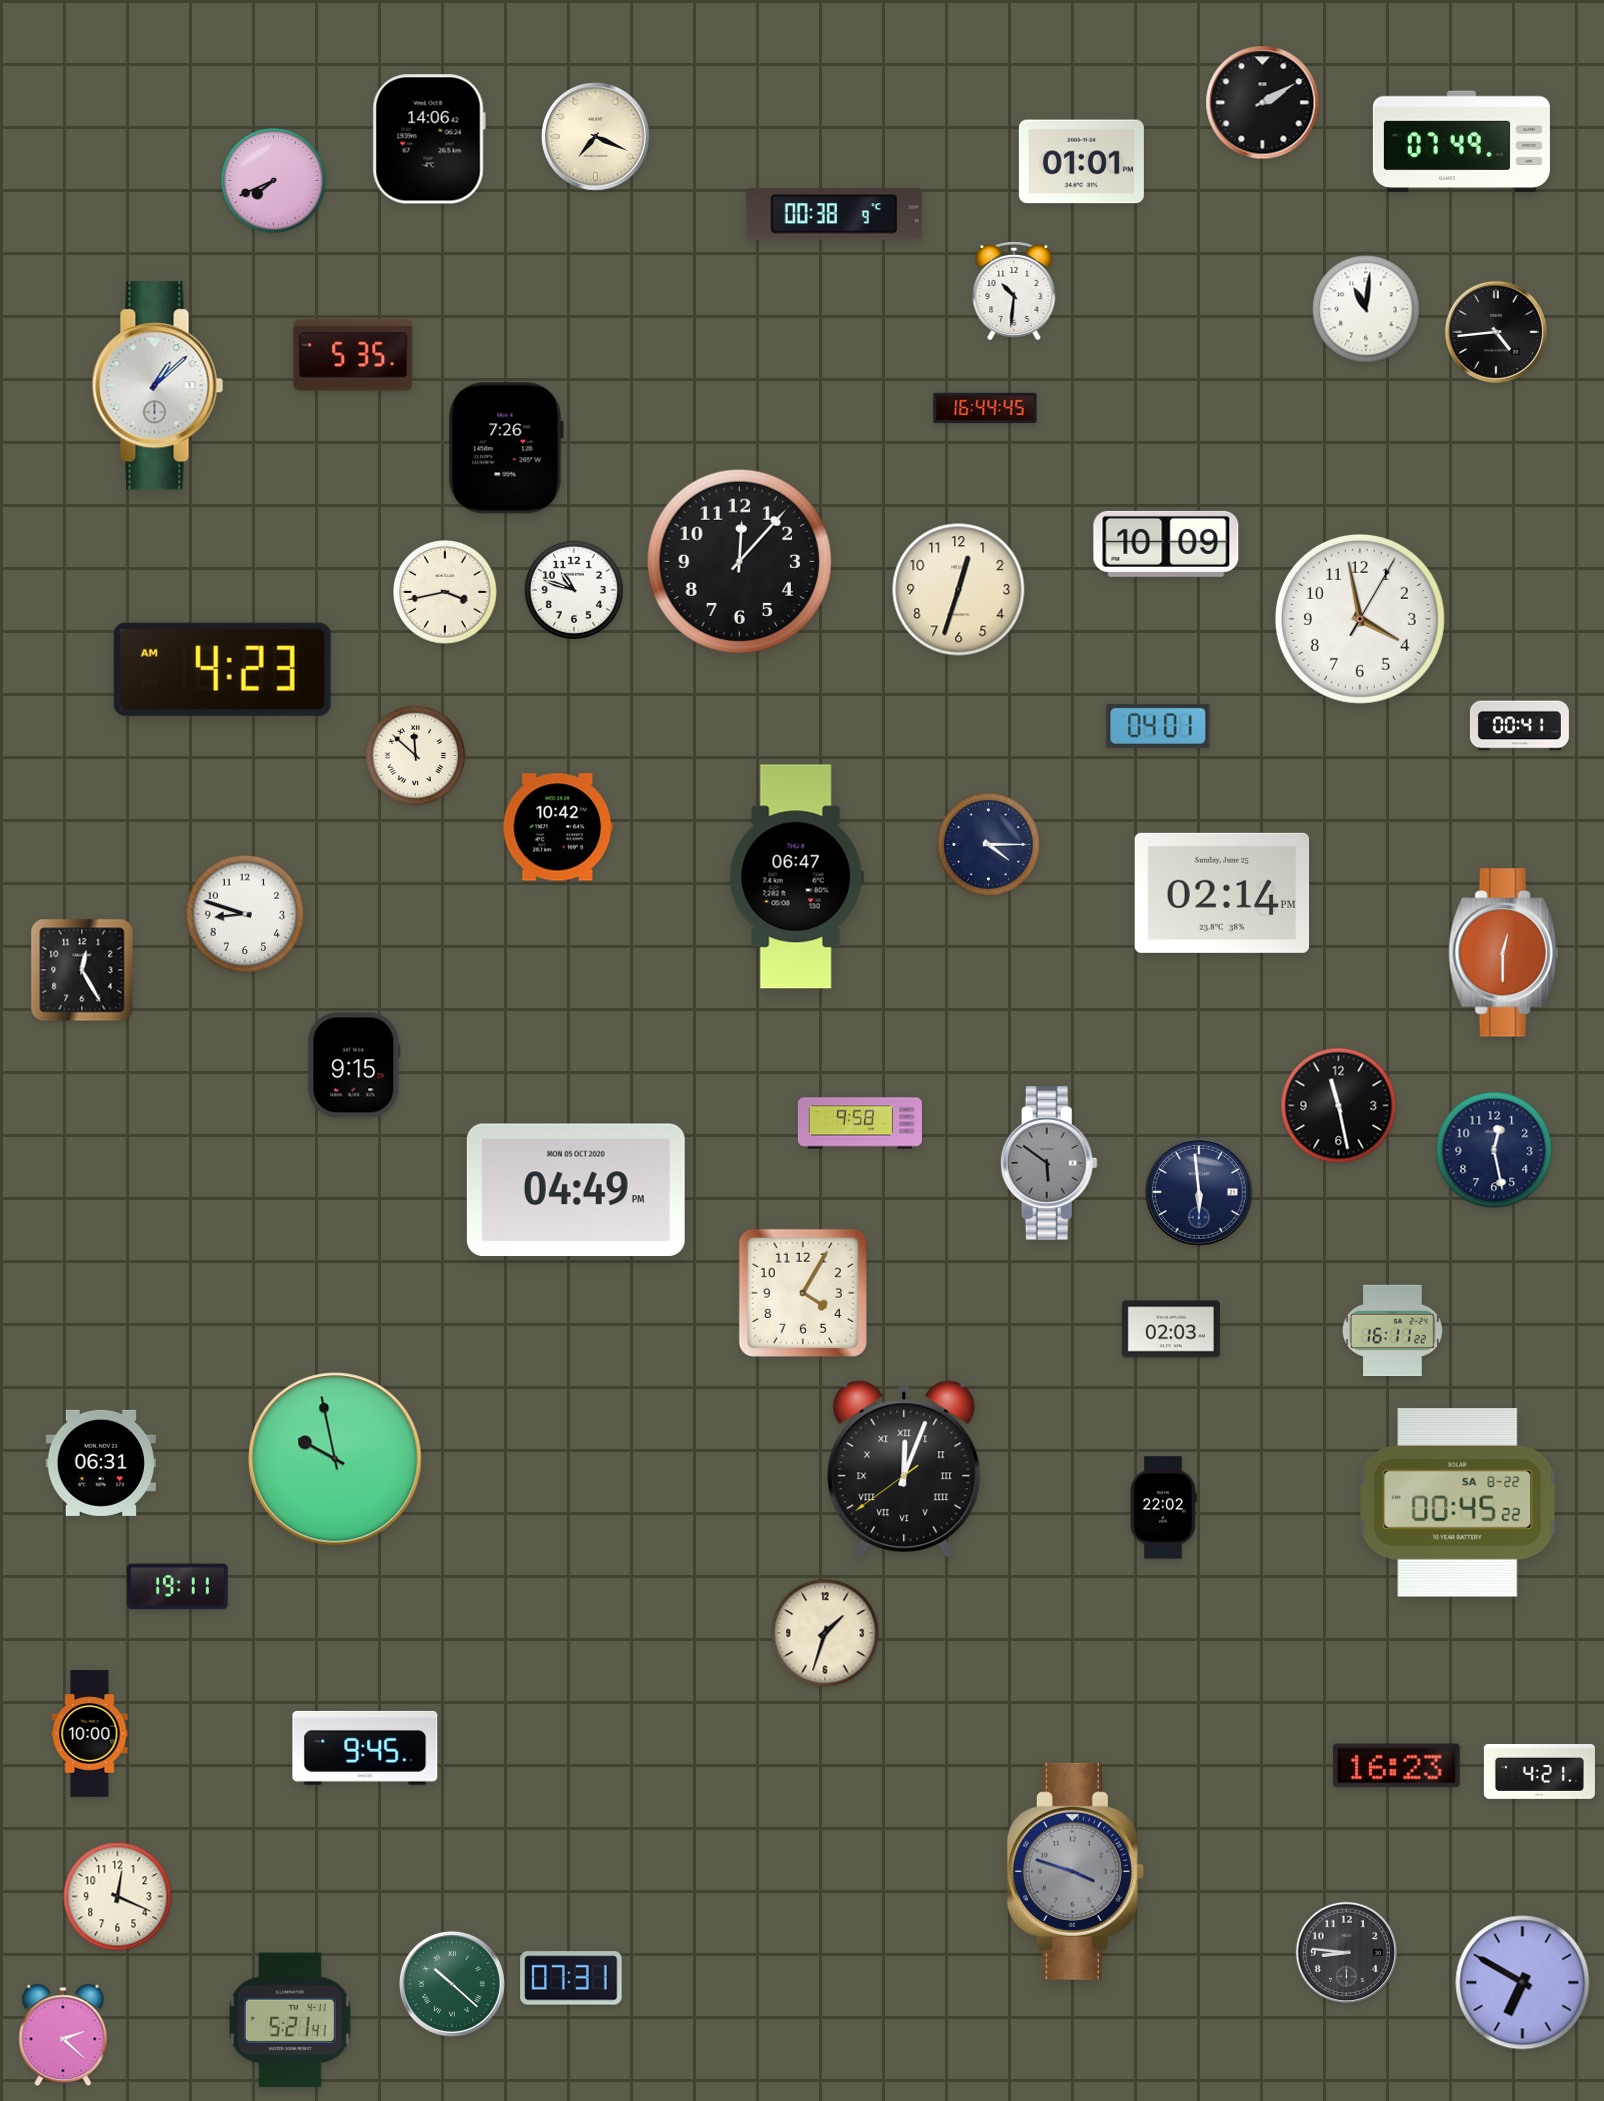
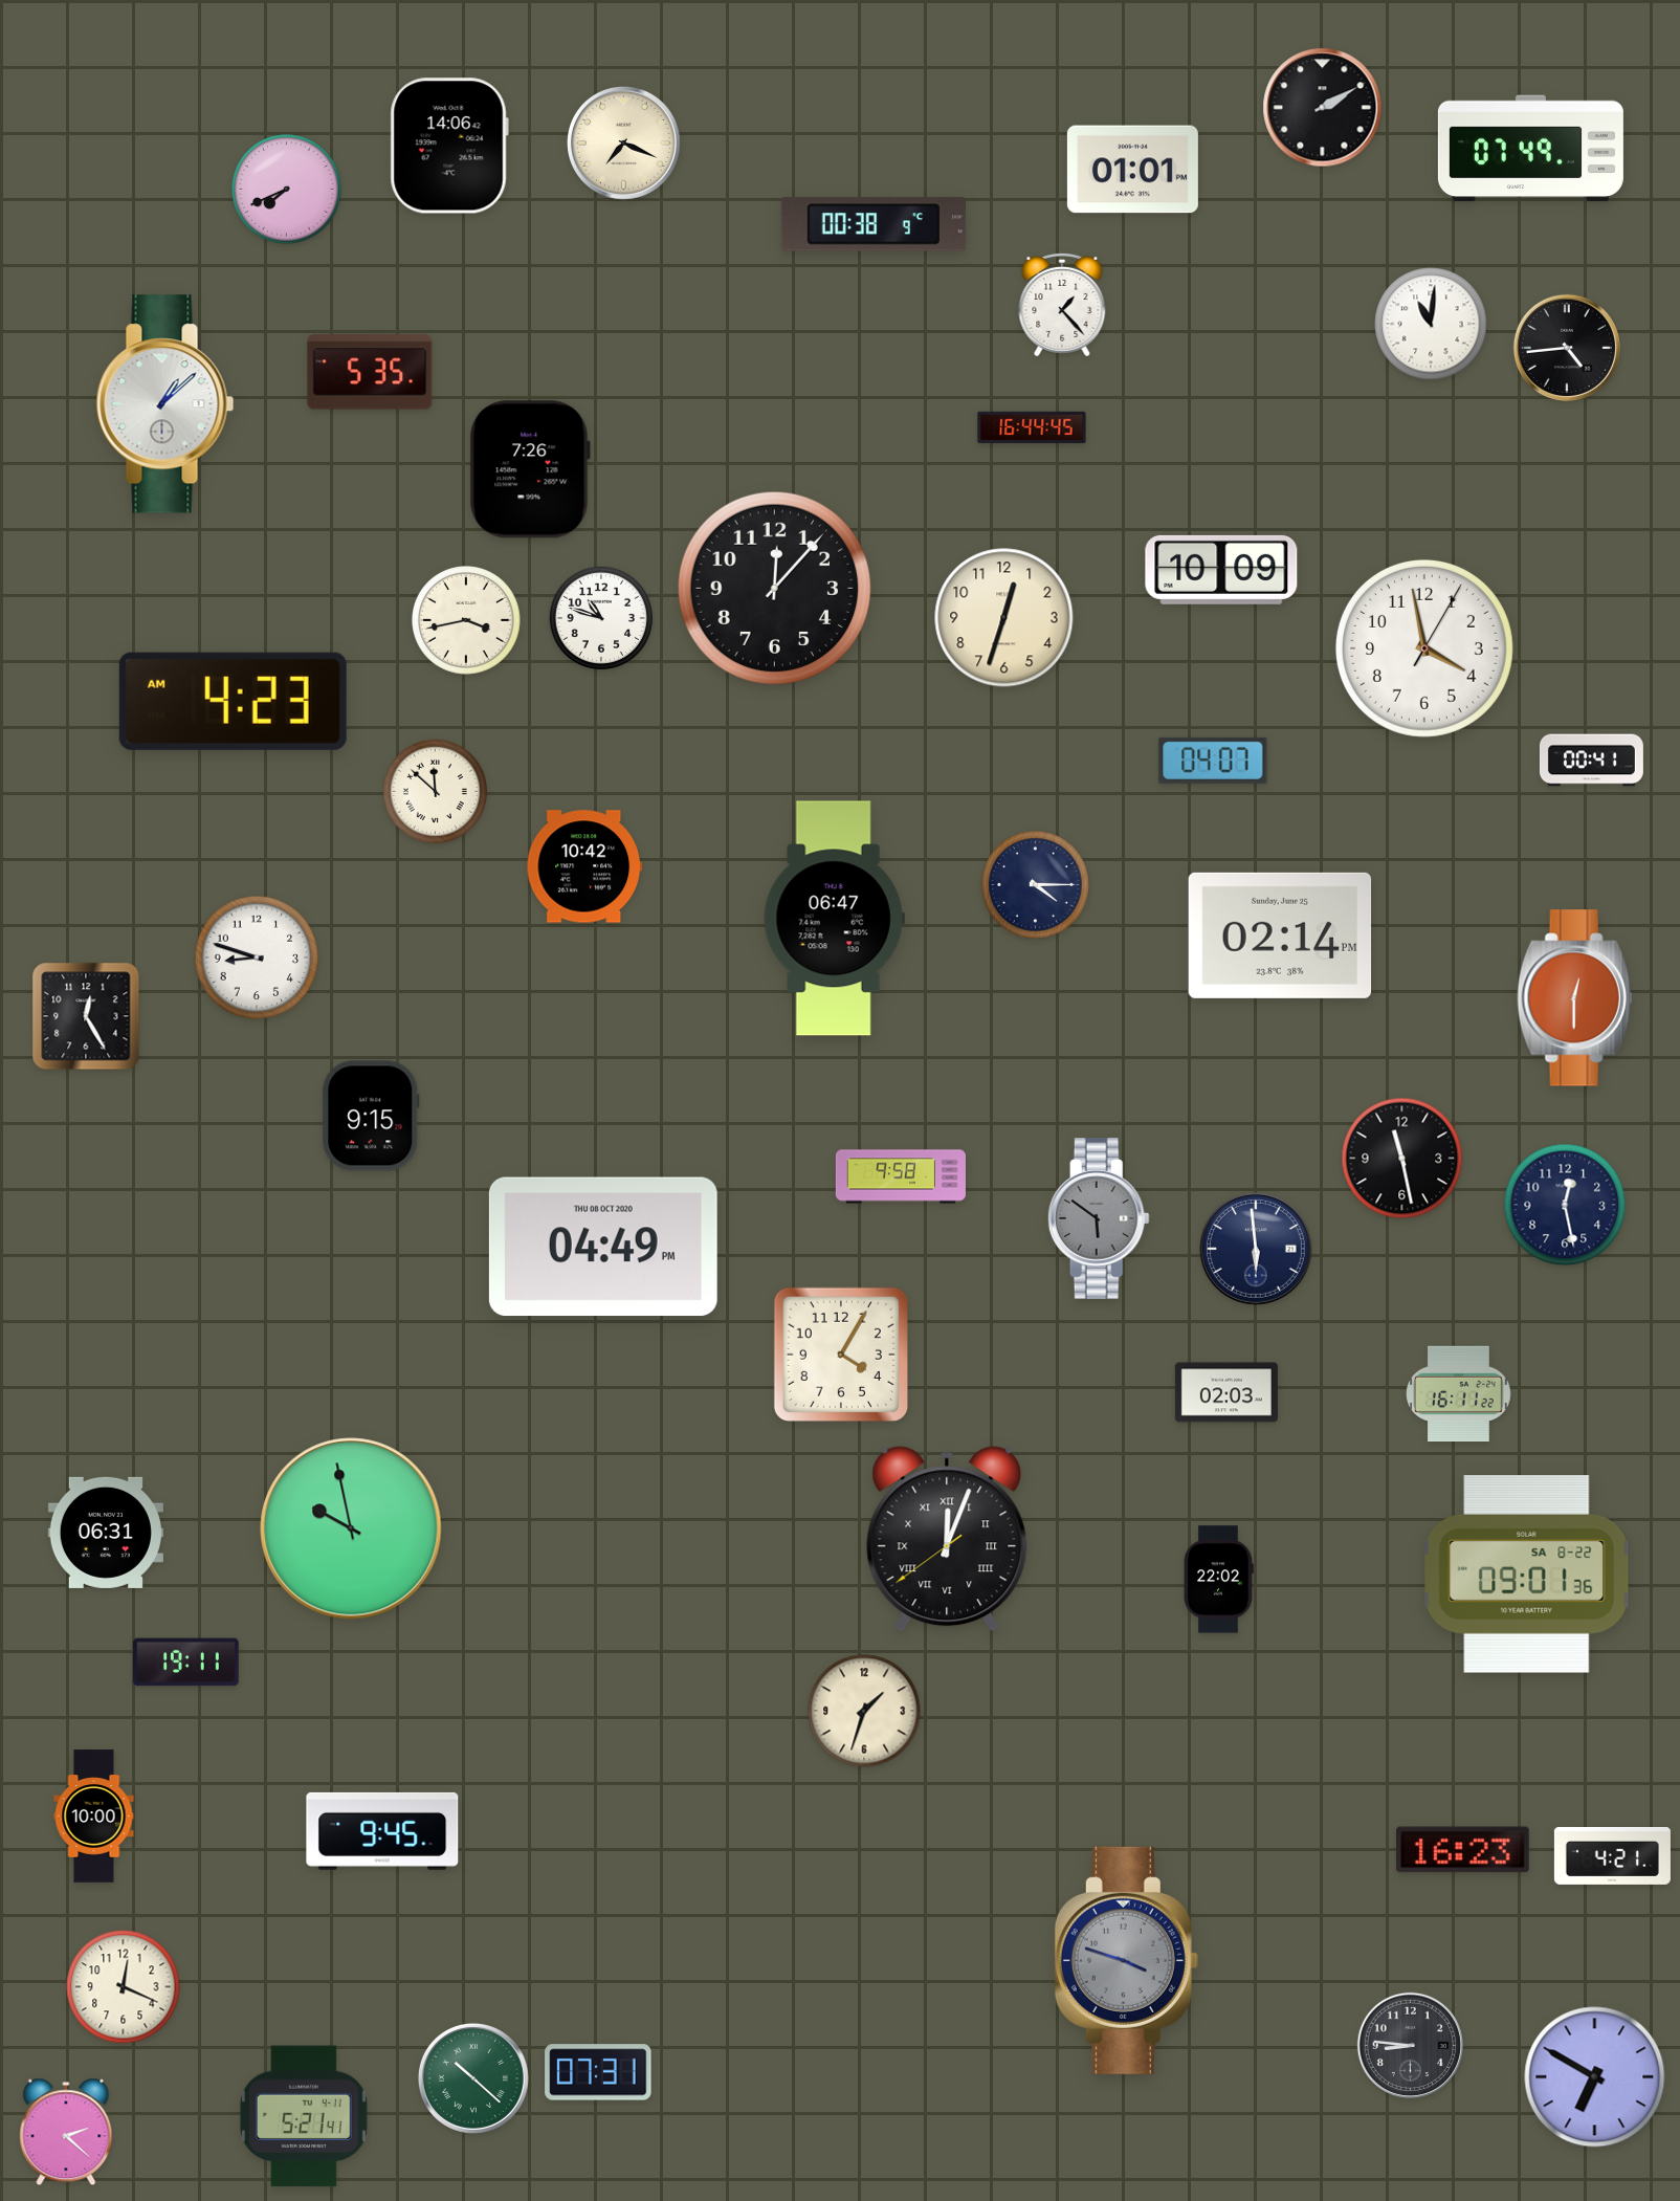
clock at (1014, 291): 10:31 -> 1:23
clock at (1158, 726): 04:01 -> 04:07
clock at (576, 1190) date: MON 05 OCT 2020 -> THU 08 OCT 2020
clock at (1458, 1503): 00:45 -> 09:01
